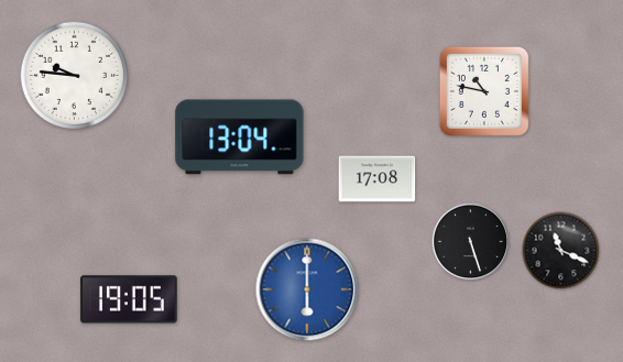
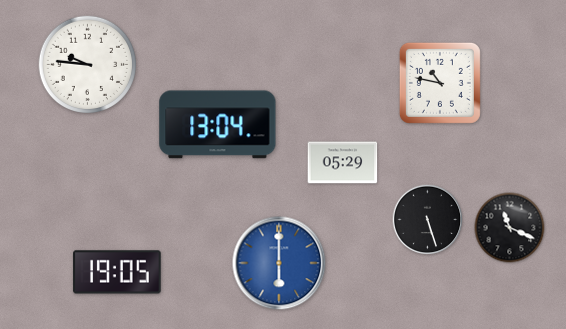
clock at (75, 76) position: (75, 76) -> (88, 65)
clock at (378, 179): 17:08 -> 05:29
